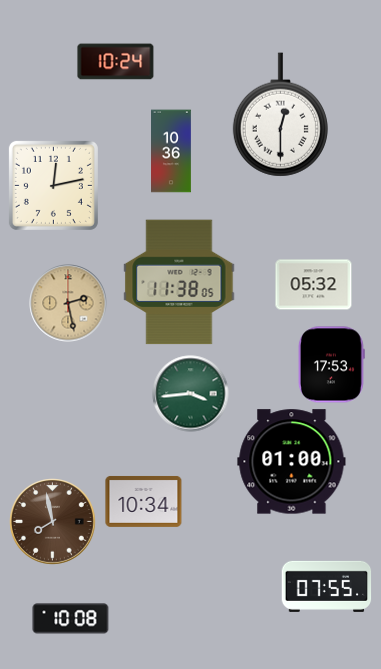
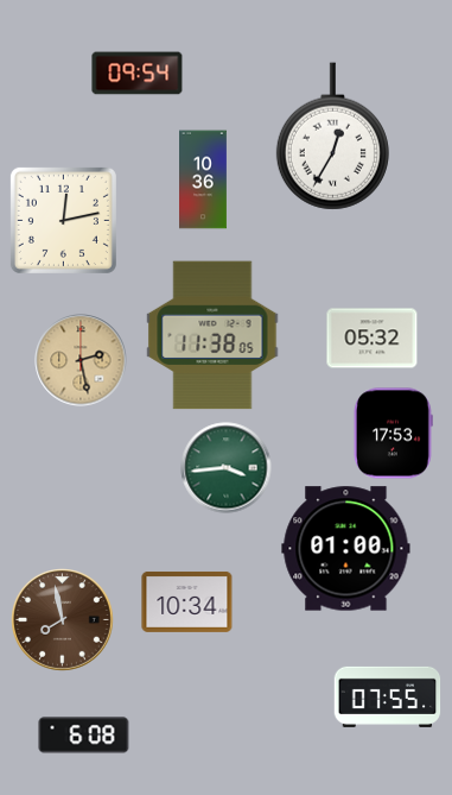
clock at (116, 62): 10:24 -> 09:54
clock at (280, 115): 12:30 -> 12:35
clock at (144, 501) position: (144, 501) -> (187, 601)
clock at (71, 619): 10:08 -> 6:08
